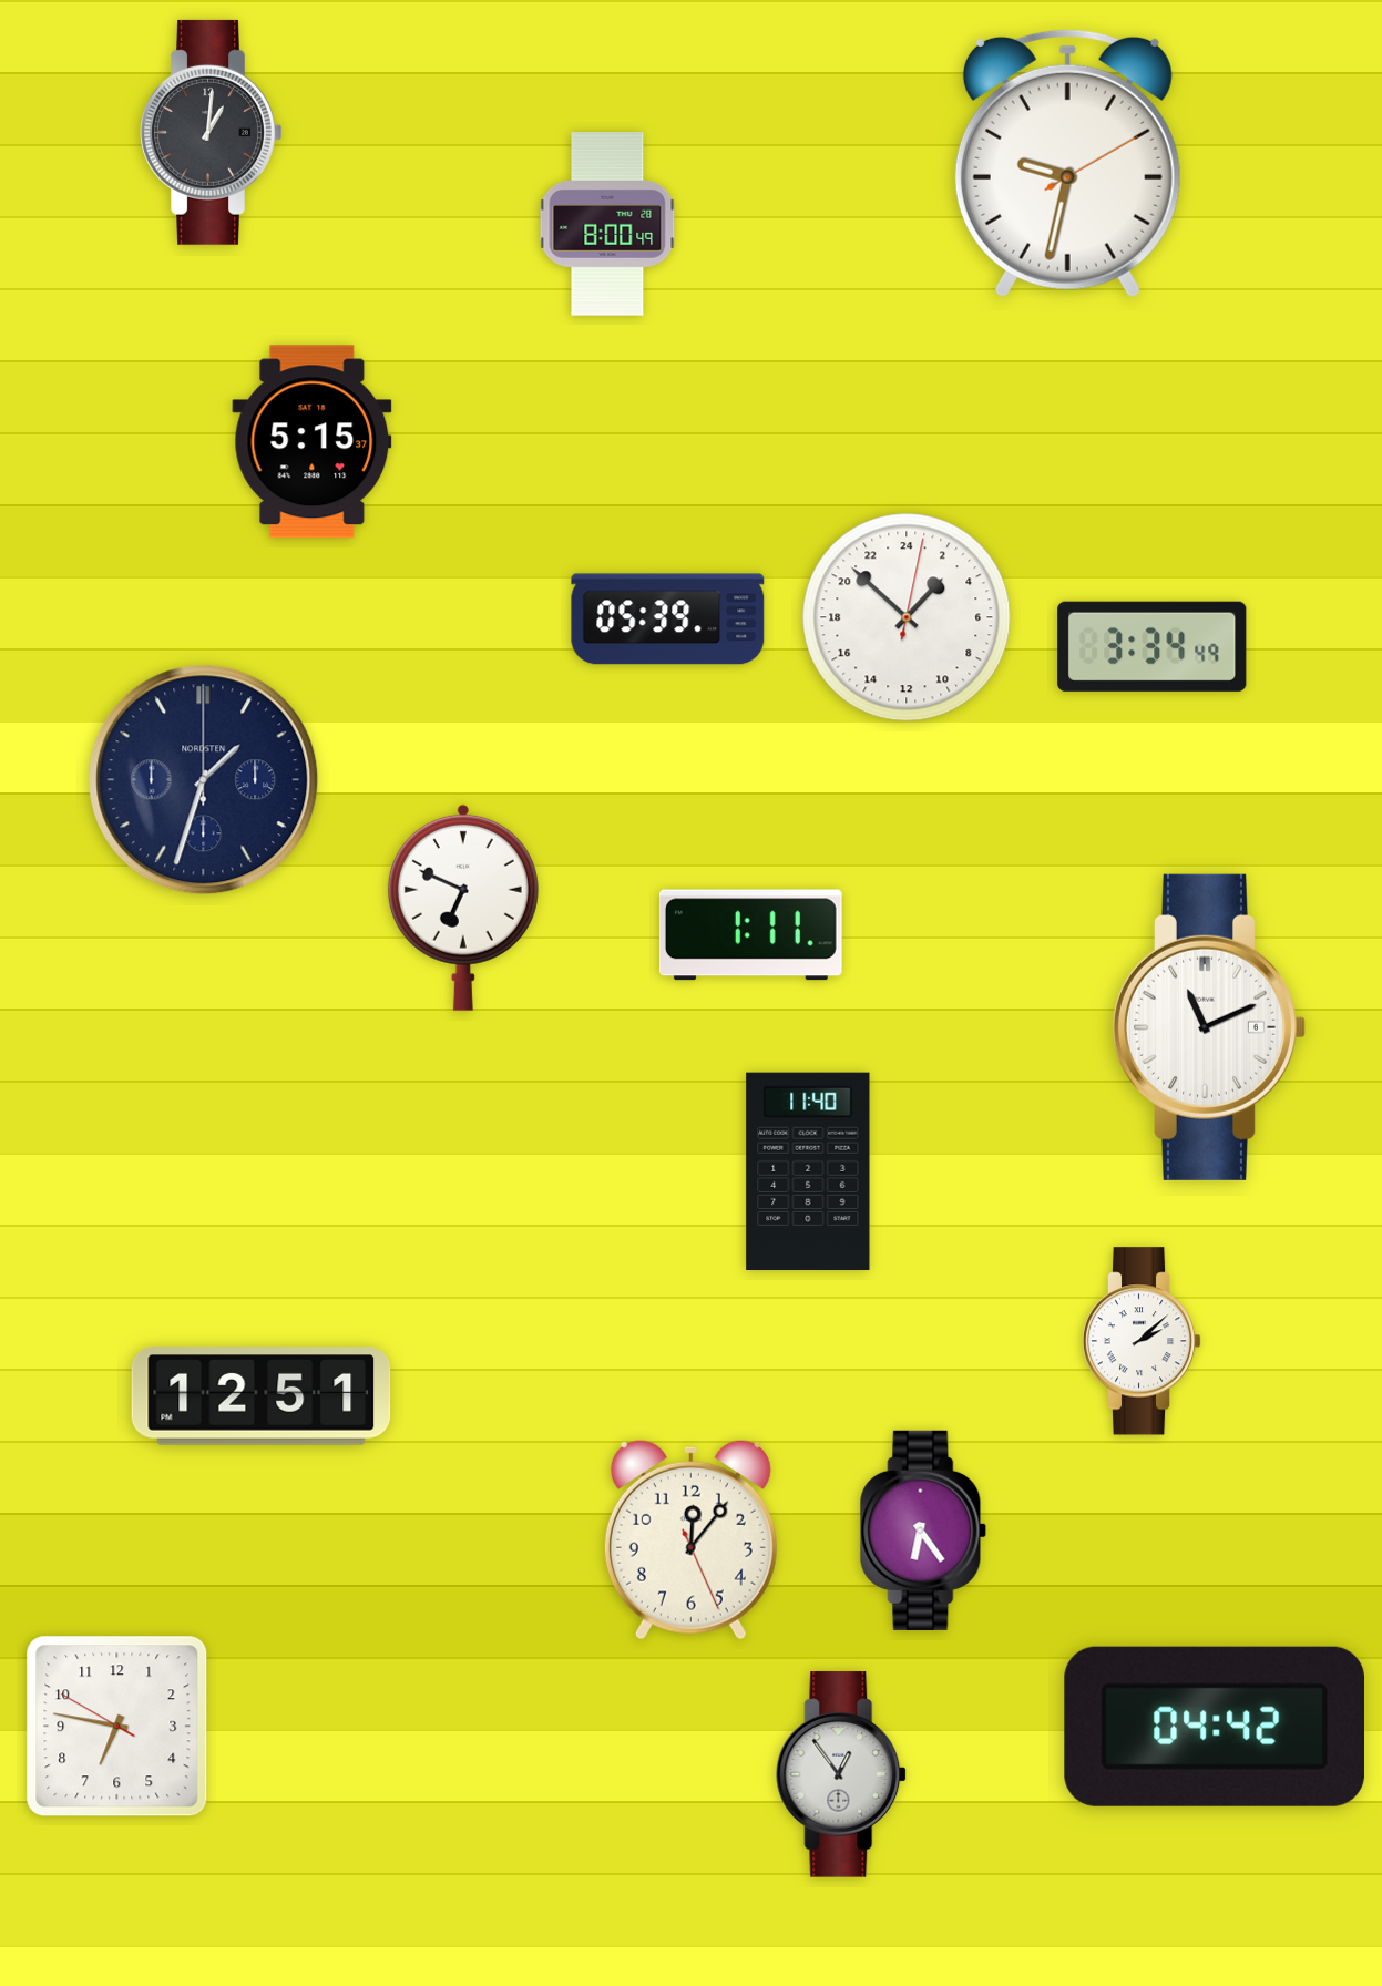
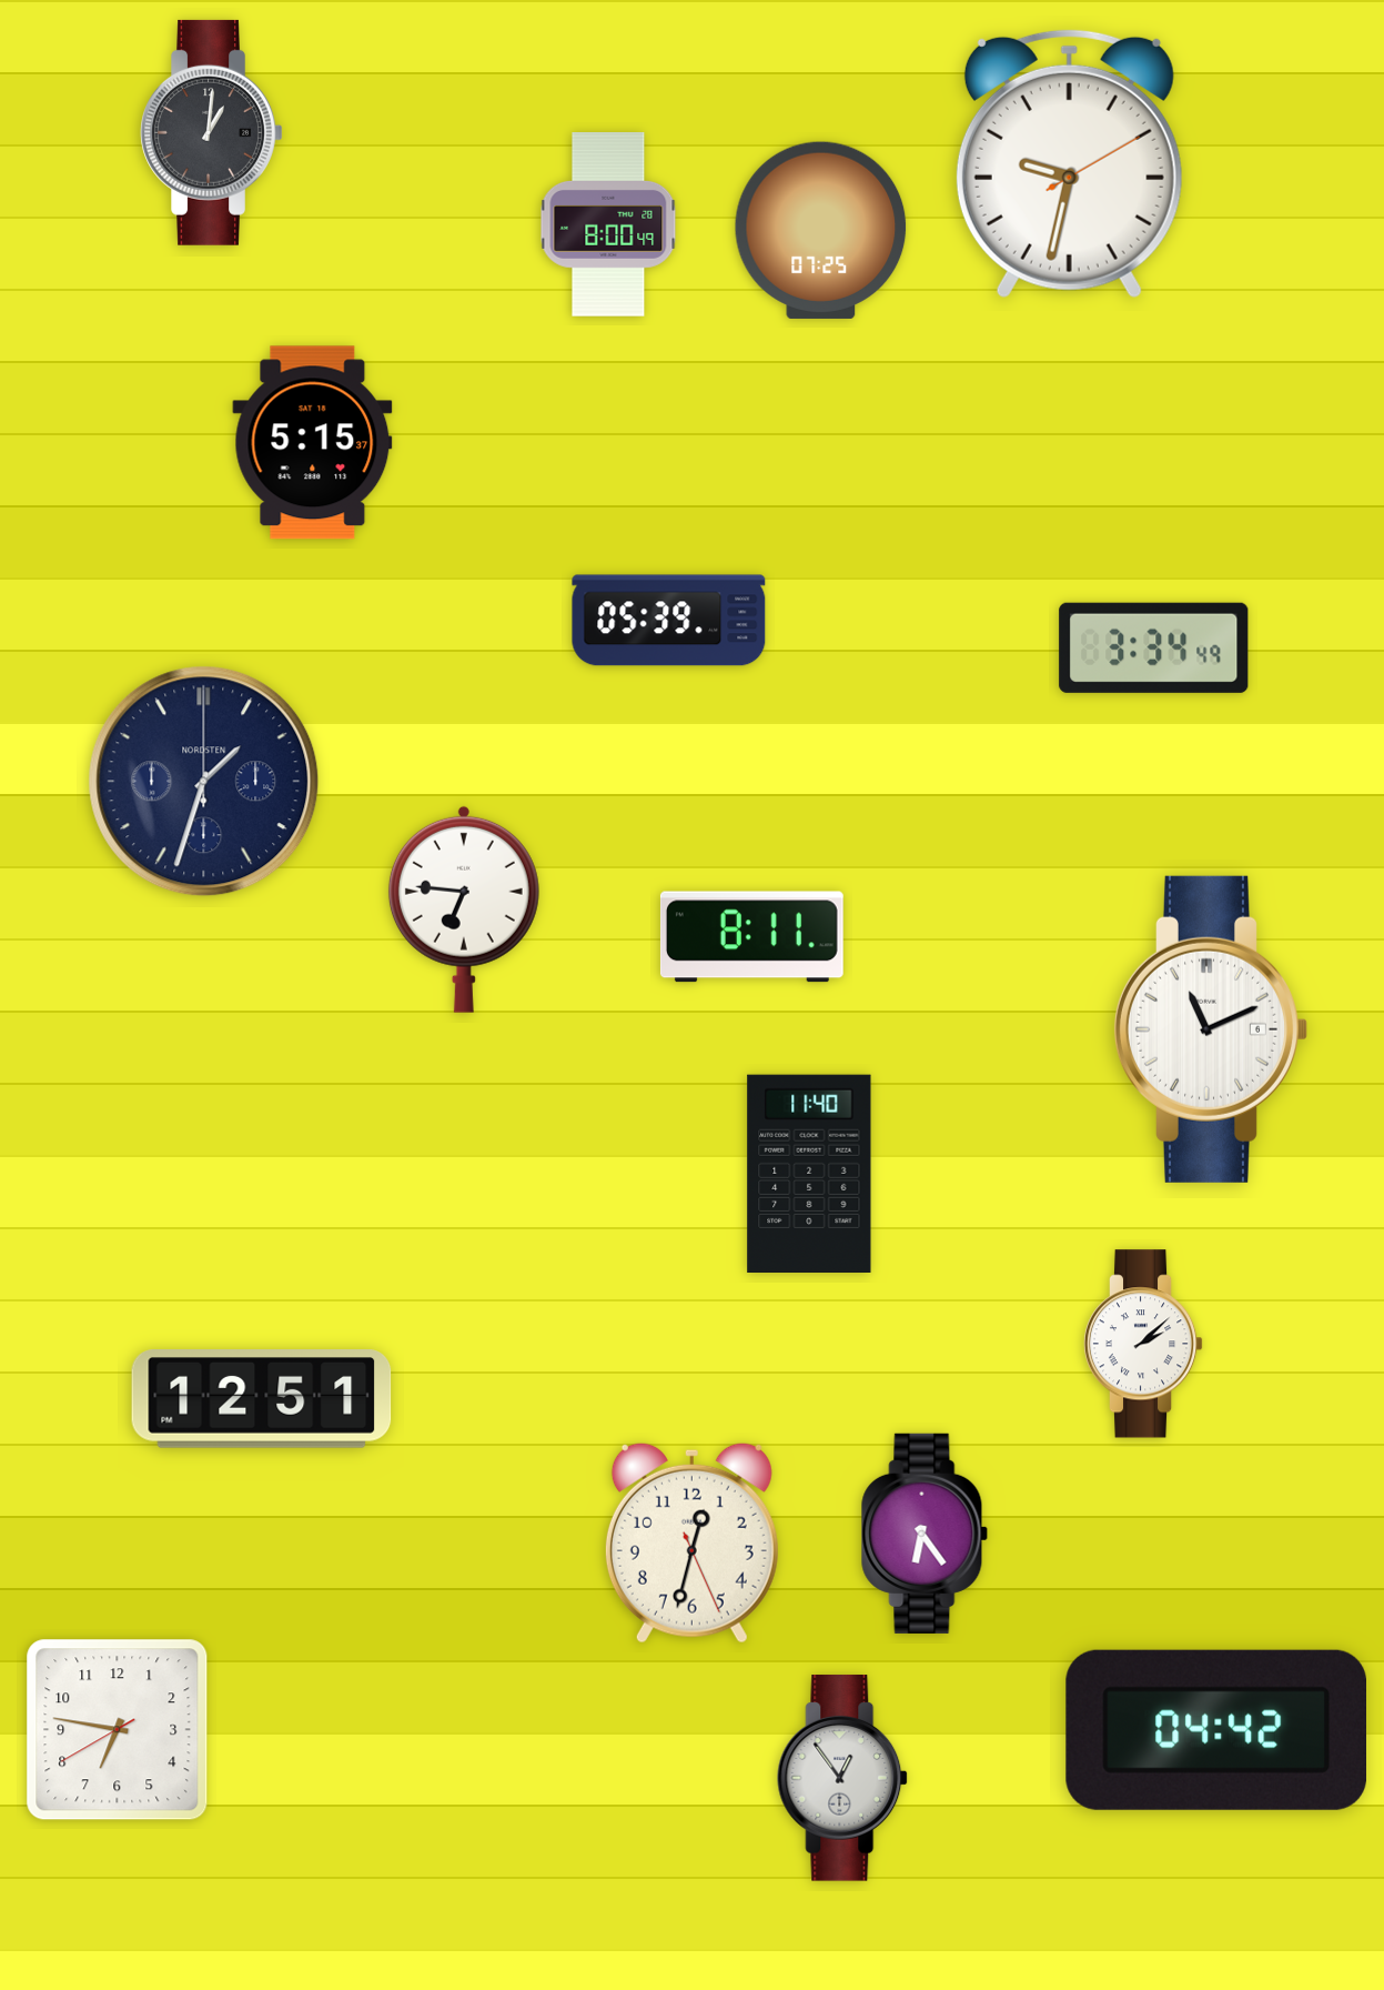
clock at (821, 230): none -> 07:25
clock at (907, 617): 2:52 -> none
clock at (463, 908): 6:49 -> 6:46
clock at (750, 935): 1:11 -> 8:11
clock at (690, 1539): 12:06 -> 12:32
clock at (117, 1727): 6:46:50 -> 6:46:40
